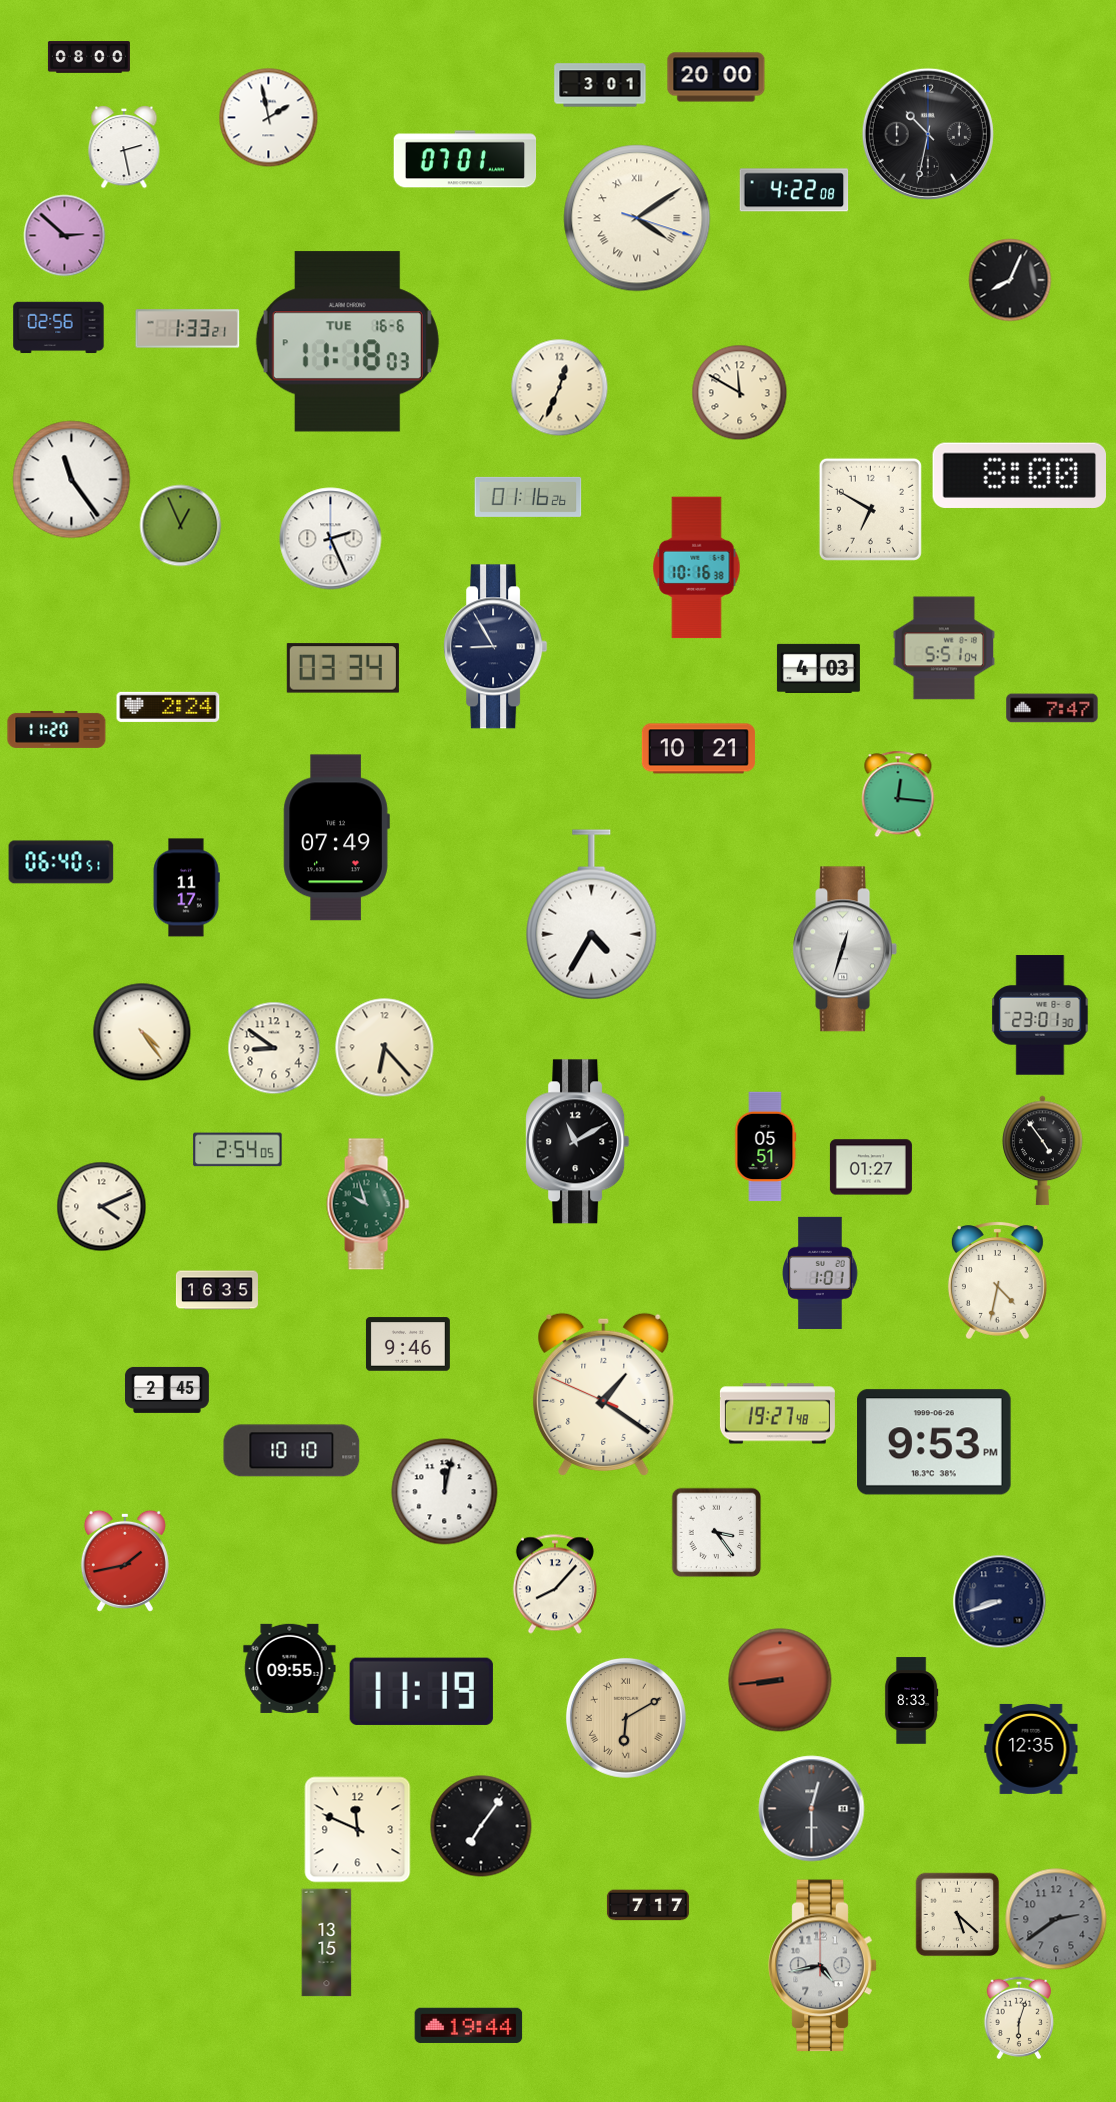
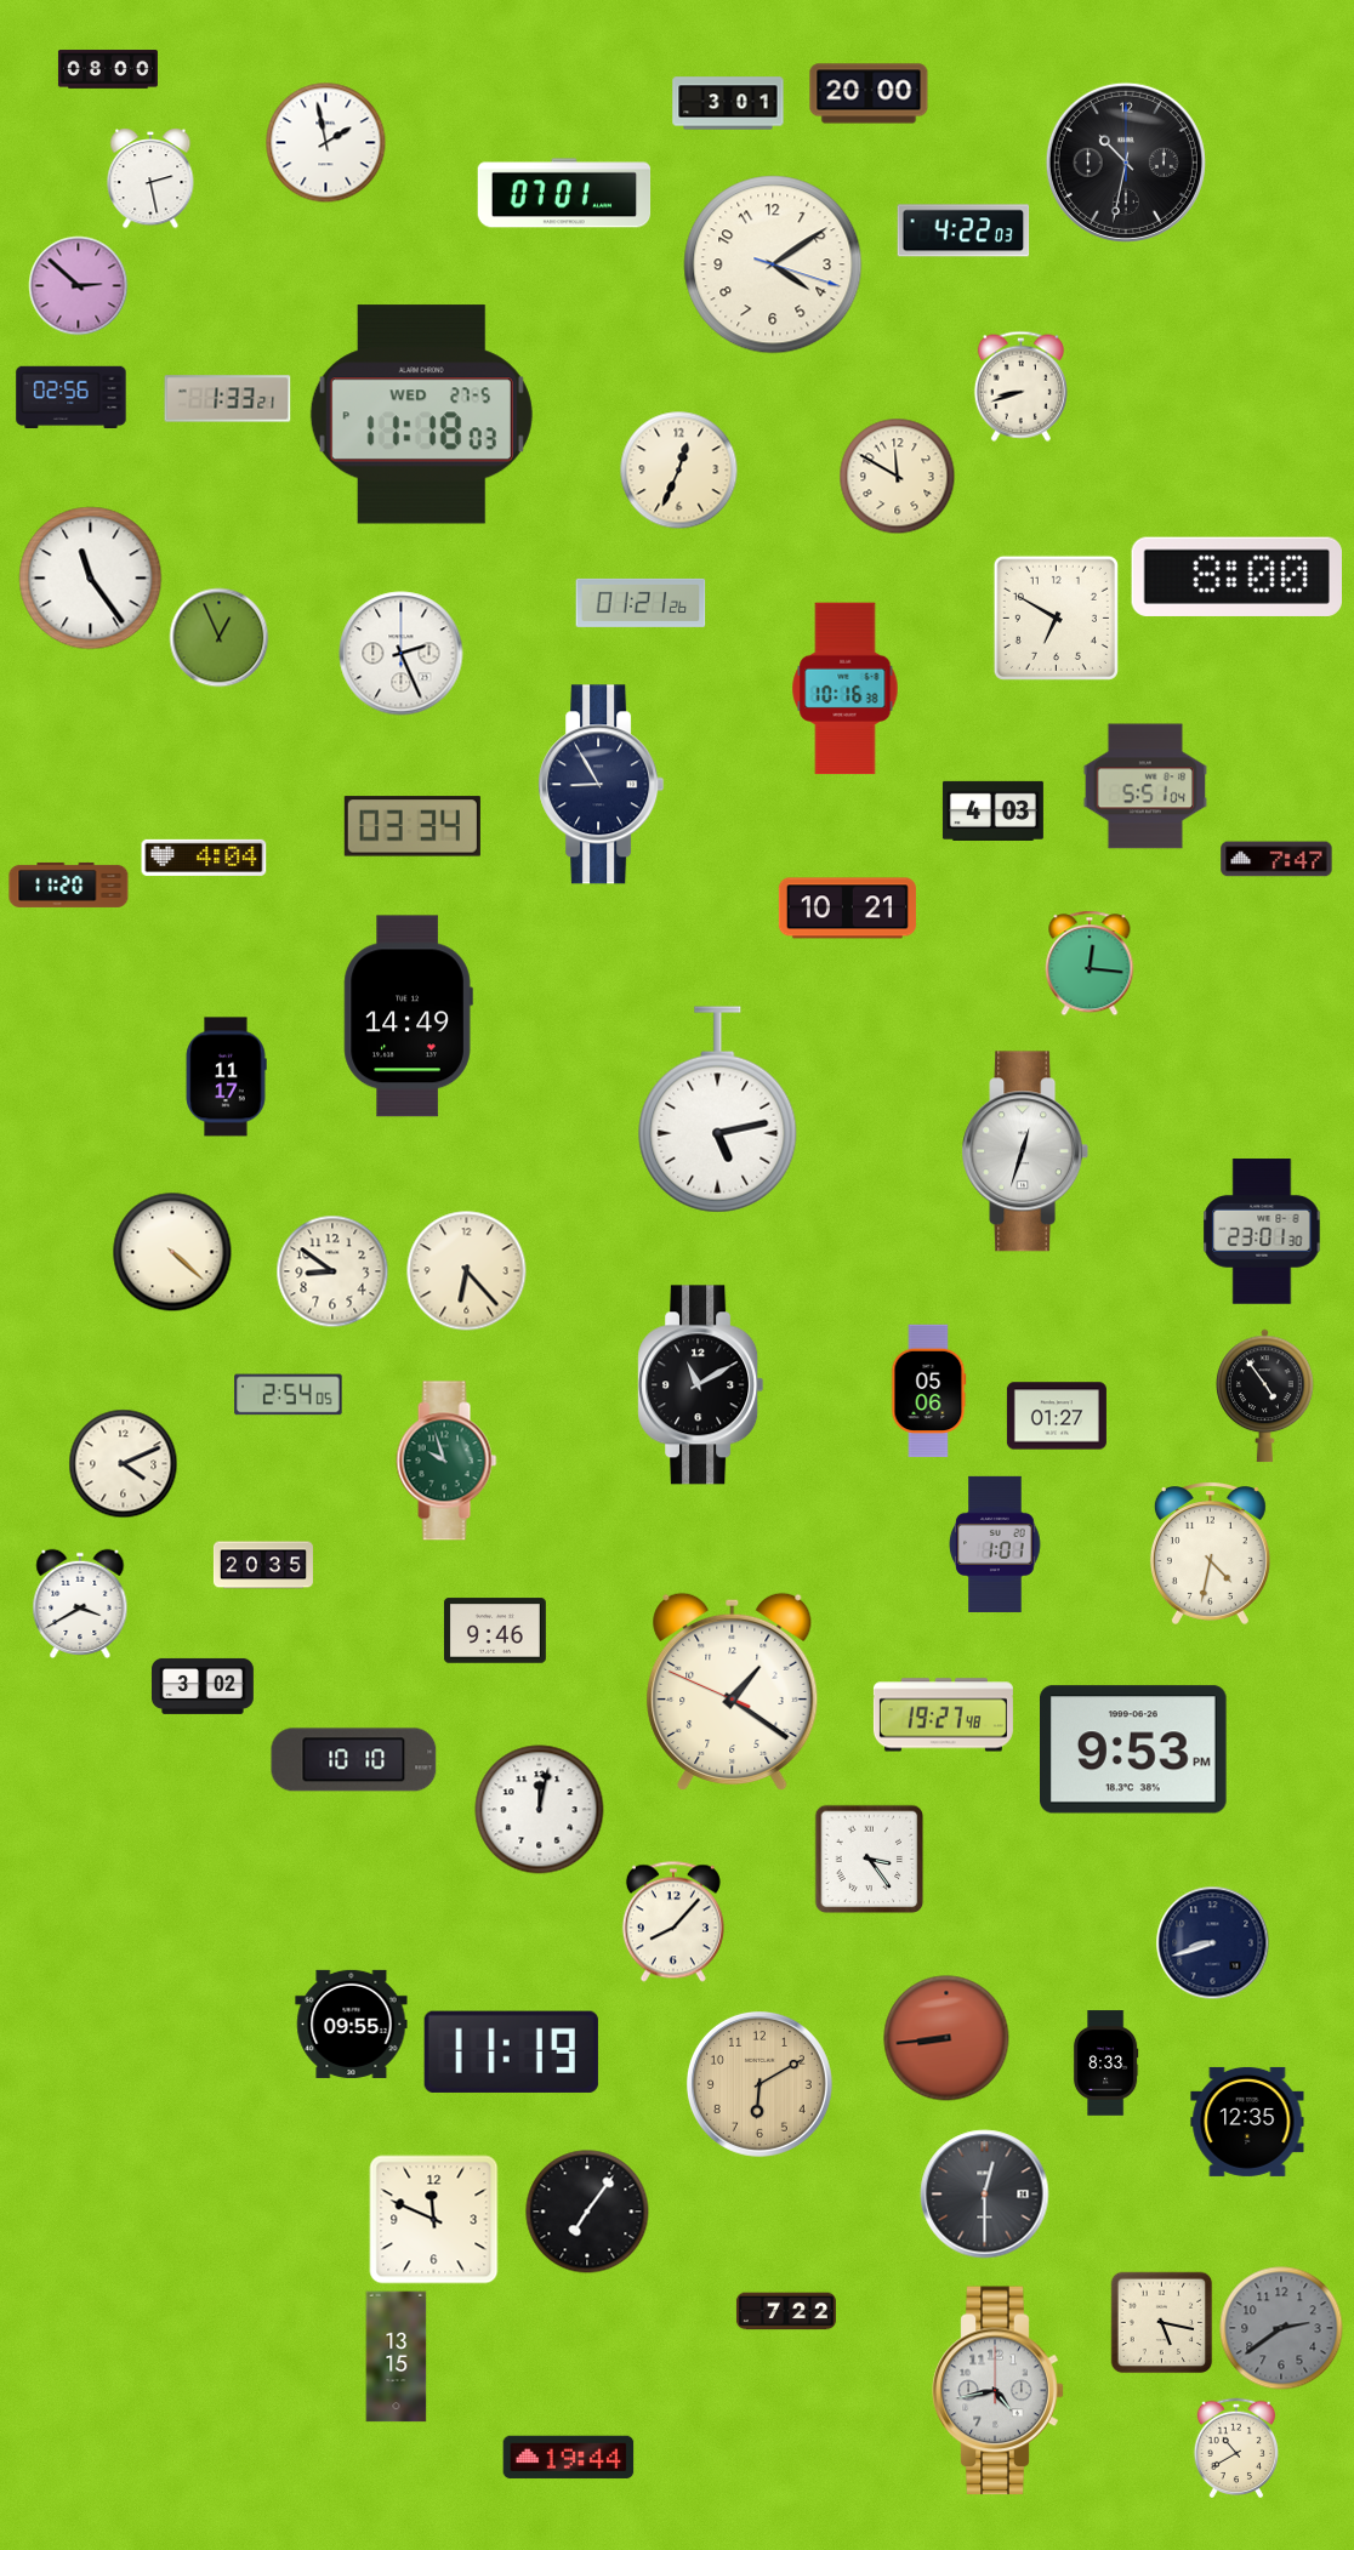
clock at (794, 190): 4:22:08 -> 4:22:03
clock at (637, 218) numerals: Roman -> Arabic
clock at (1010, 280): 8:04 -> none
clock at (1020, 386): none -> 8:42
clock at (347, 342) date: TUE 16-6 -> WED 27-5
clock at (72, 480) position: (72, 480) -> (91, 579)
clock at (528, 497): 01:16 -> 01:21
clock at (343, 668) position: (343, 668) -> (413, 826)
clock at (168, 707): 2:24 -> 4:04
clock at (336, 838): 07:49 -> 14:49
clock at (61, 862): 06:40 -> none
clock at (592, 915): 4:35 -> 5:13
clock at (142, 1032): 4:24 -> 4:22
clock at (766, 1147): 05:51 -> 05:06
clock at (217, 1290): 16:35 -> 20:35
clock at (80, 1604): none -> 3:40
clock at (168, 1390): 2:45 -> 3:02
clock at (125, 1561): 1:43 -> none
clock at (626, 1718) numerals: Roman -> Arabic
clock at (1031, 1749) position: (1031, 1749) -> (1247, 2122)
clock at (481, 1826) position: (481, 1826) -> (587, 2212)
clock at (648, 1905): 7:17 -> 7:22
clock at (958, 1915): 5:22 -> 5:17
clock at (823, 1966) position: (823, 1966) -> (999, 2391)
clock at (1019, 2018): 6:03 -> 10:40
